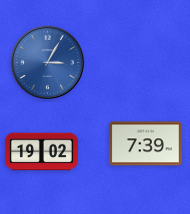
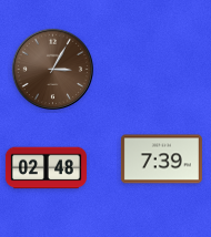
clock at (47, 62) dial: blue -> brown
clock at (41, 152): 19:02 -> 02:48
